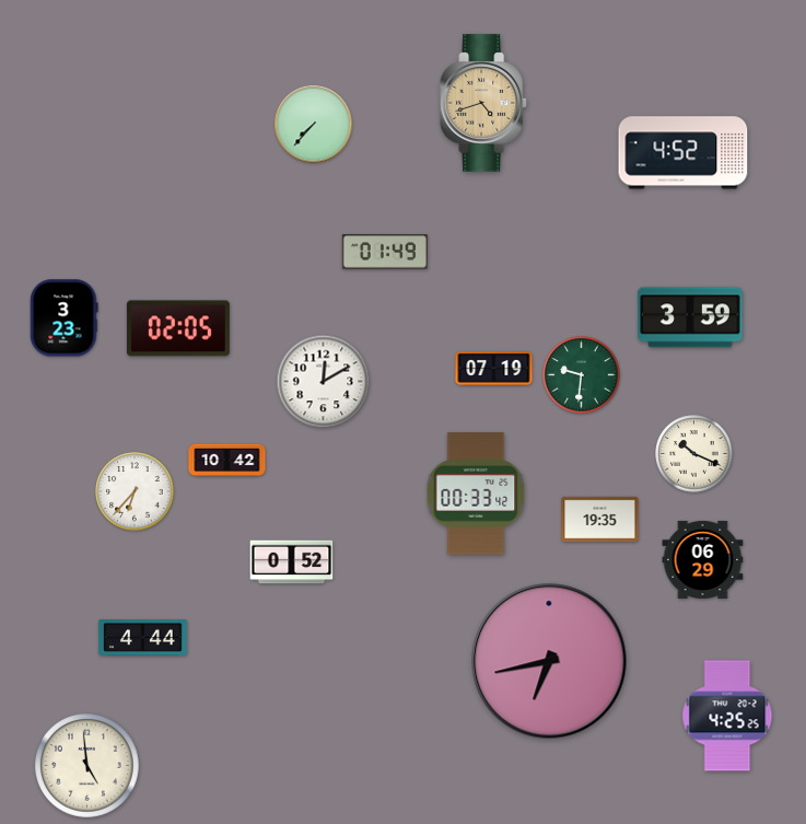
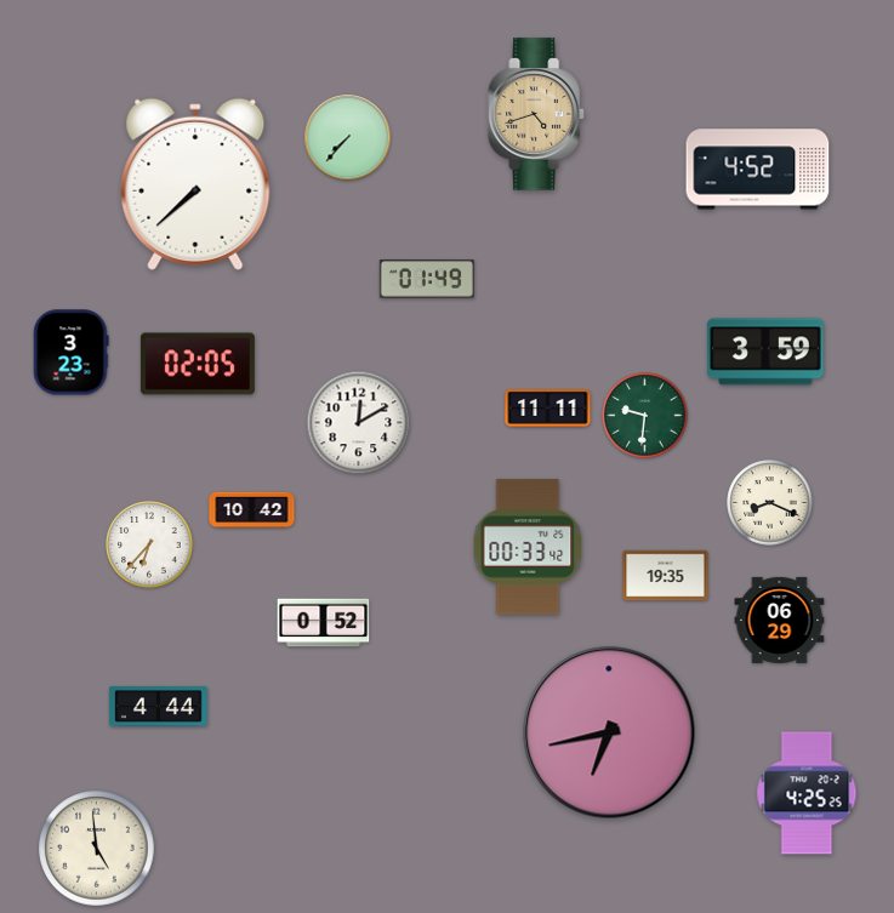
clock at (195, 184): none -> 7:38
clock at (494, 369): 07:19 -> 11:11
clock at (694, 454): 10:19 -> 8:19
